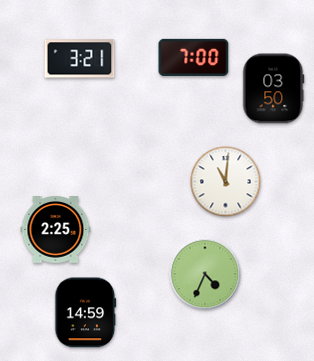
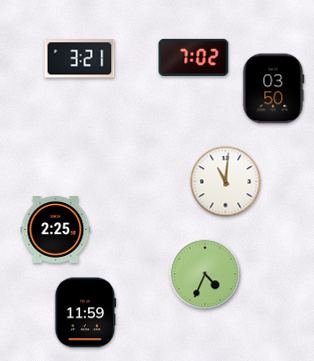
clock at (194, 57): 7:00 -> 7:02
clock at (86, 313): 14:59 -> 11:59
